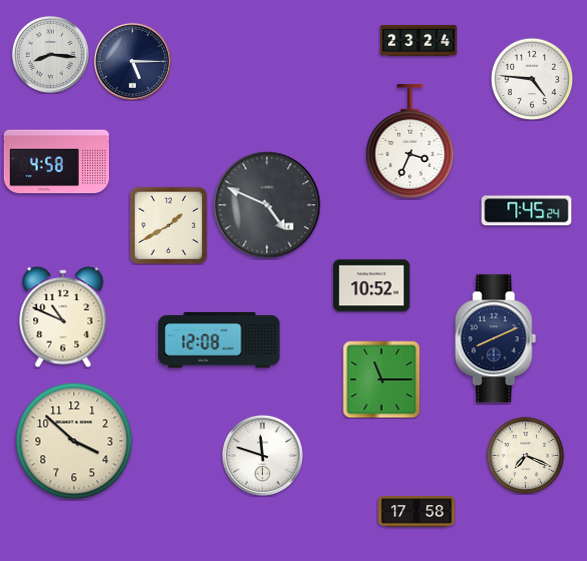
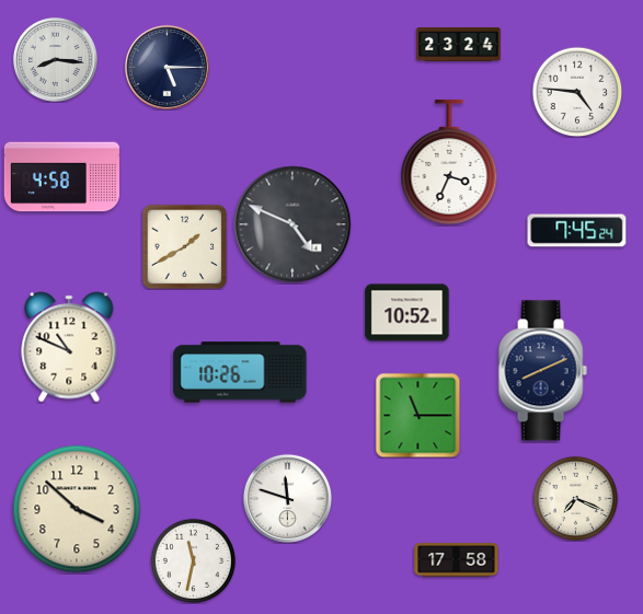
clock at (132, 61) position: (132, 61) -> (167, 67)
clock at (532, 79) position: (532, 79) -> (577, 92)
clock at (410, 142) position: (410, 142) -> (449, 163)
clock at (219, 340): 12:08 -> 10:26
clock at (74, 441) position: (74, 441) -> (77, 509)
clock at (193, 560): none -> 11:32
